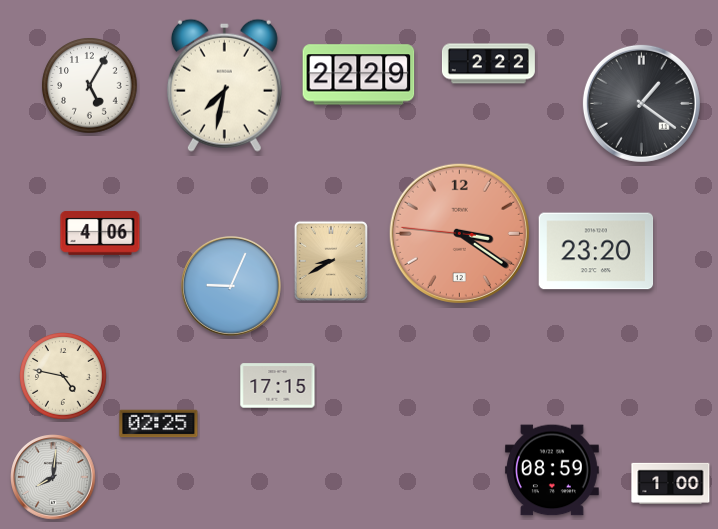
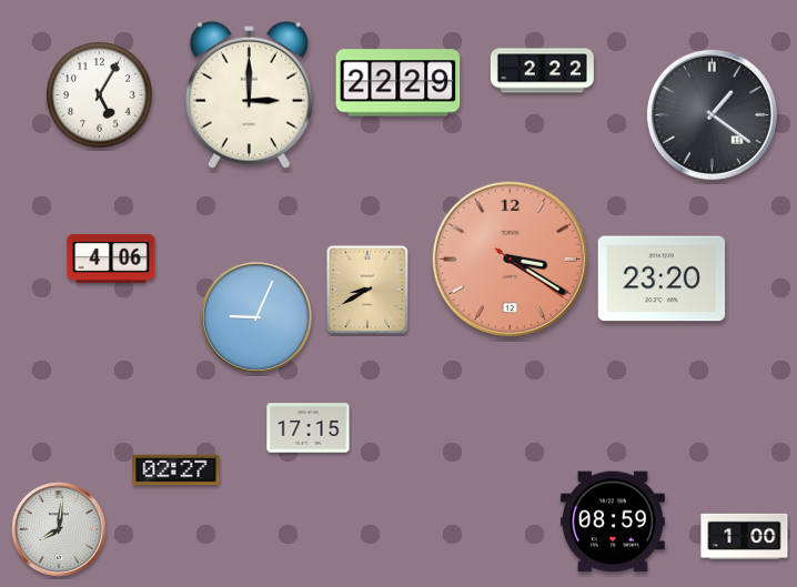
clock at (224, 85): 7:32 -> 3:00
clock at (459, 233): 3:20:46 -> 3:20:21
clock at (64, 377): 4:47 -> none
clock at (159, 424): 02:25 -> 02:27
